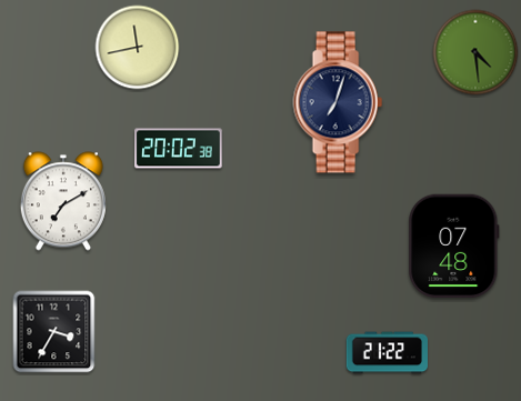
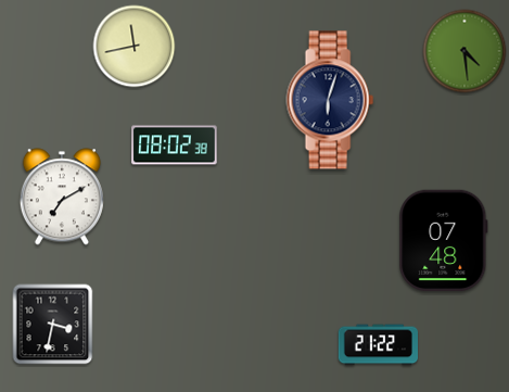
clock at (338, 102): 7:03 -> 6:03
clock at (179, 149): 20:02 -> 08:02
clock at (54, 332): 3:35 -> 3:32
